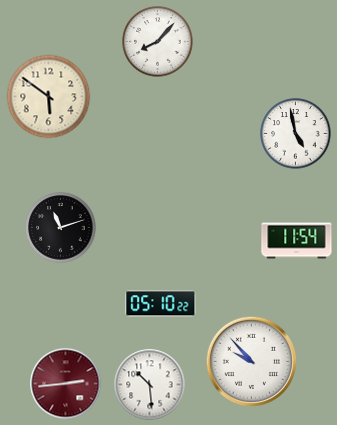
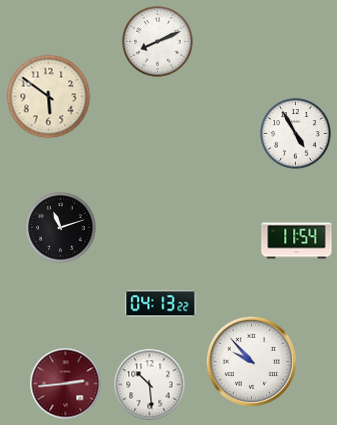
clock at (158, 42): 8:07 -> 8:11
clock at (296, 134): 4:58 -> 4:55
clock at (161, 304): 05:10 -> 04:13
